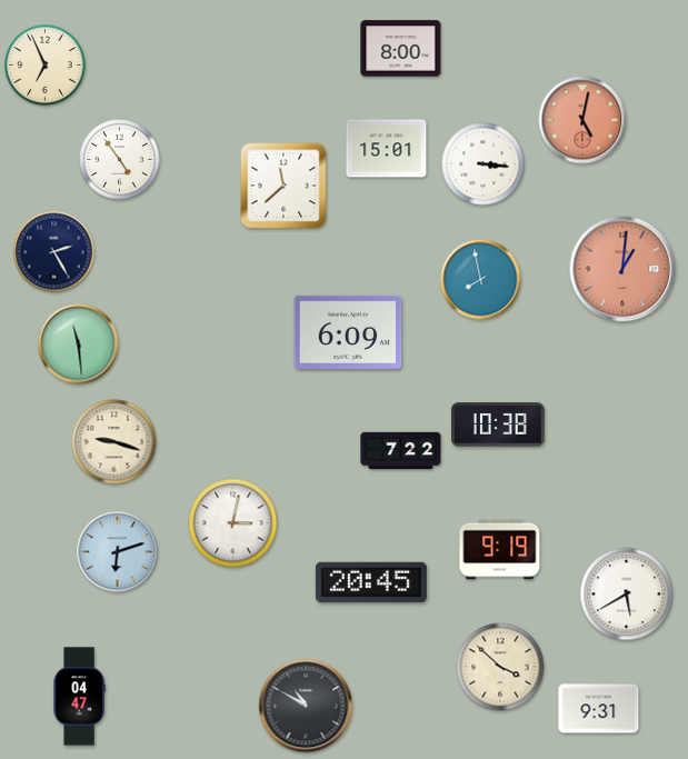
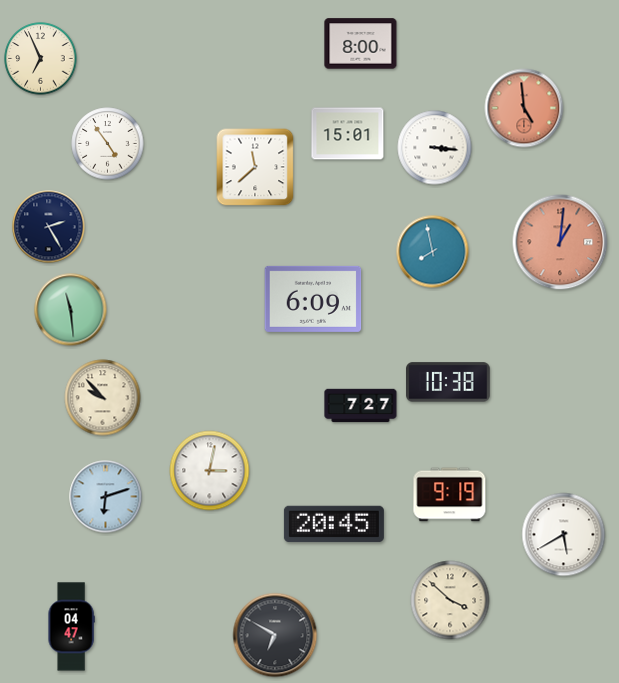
clock at (582, 120): 5:02 -> 4:59
clock at (114, 442): 9:18 -> 9:53
clock at (401, 451): 7:22 -> 7:27
clock at (306, 706): 10:50 -> 6:50
clock at (599, 709): 9:31 -> none
